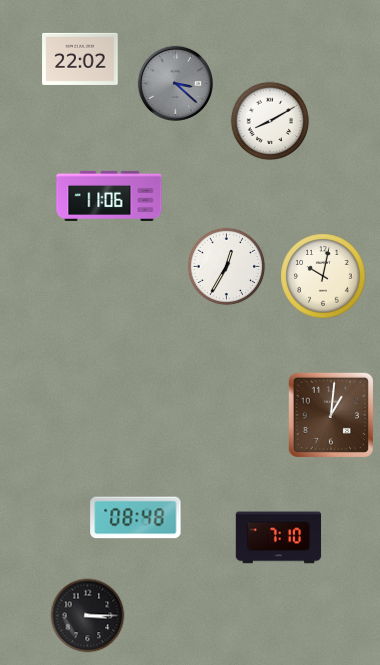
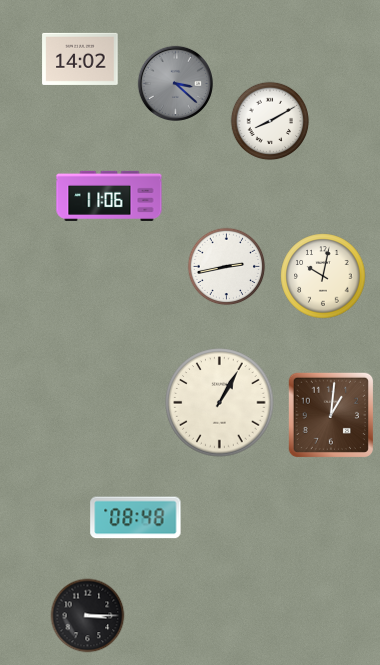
clock at (80, 59): 22:02 -> 14:02
clock at (227, 267): 12:35 -> 2:43
clock at (220, 403): none -> 1:05
clock at (279, 538): 7:10 -> none
